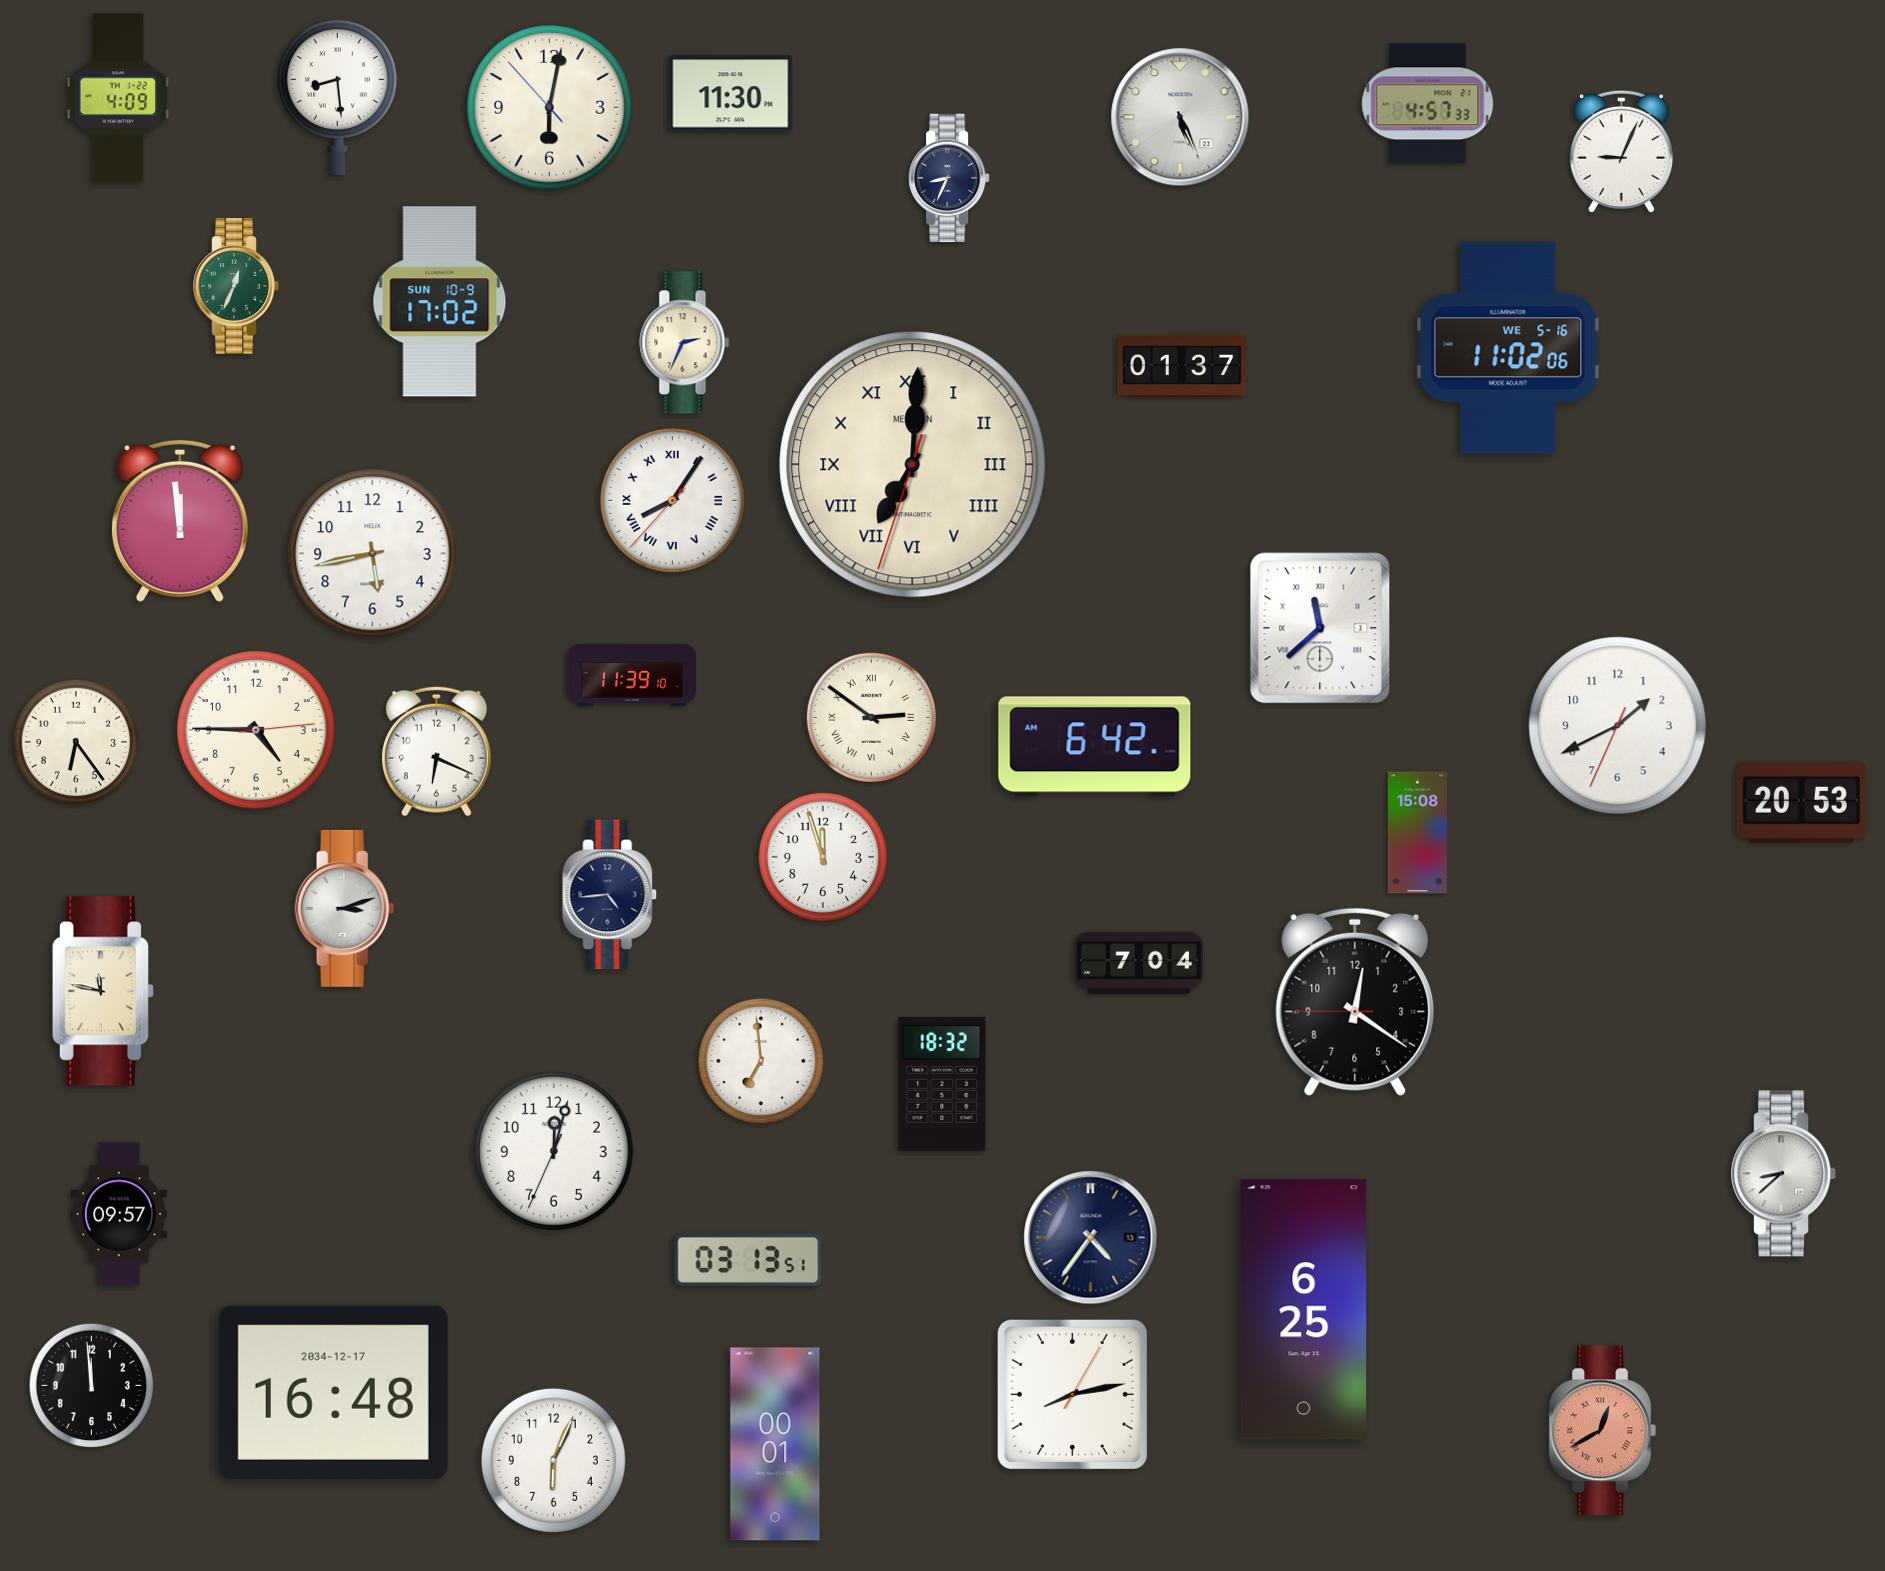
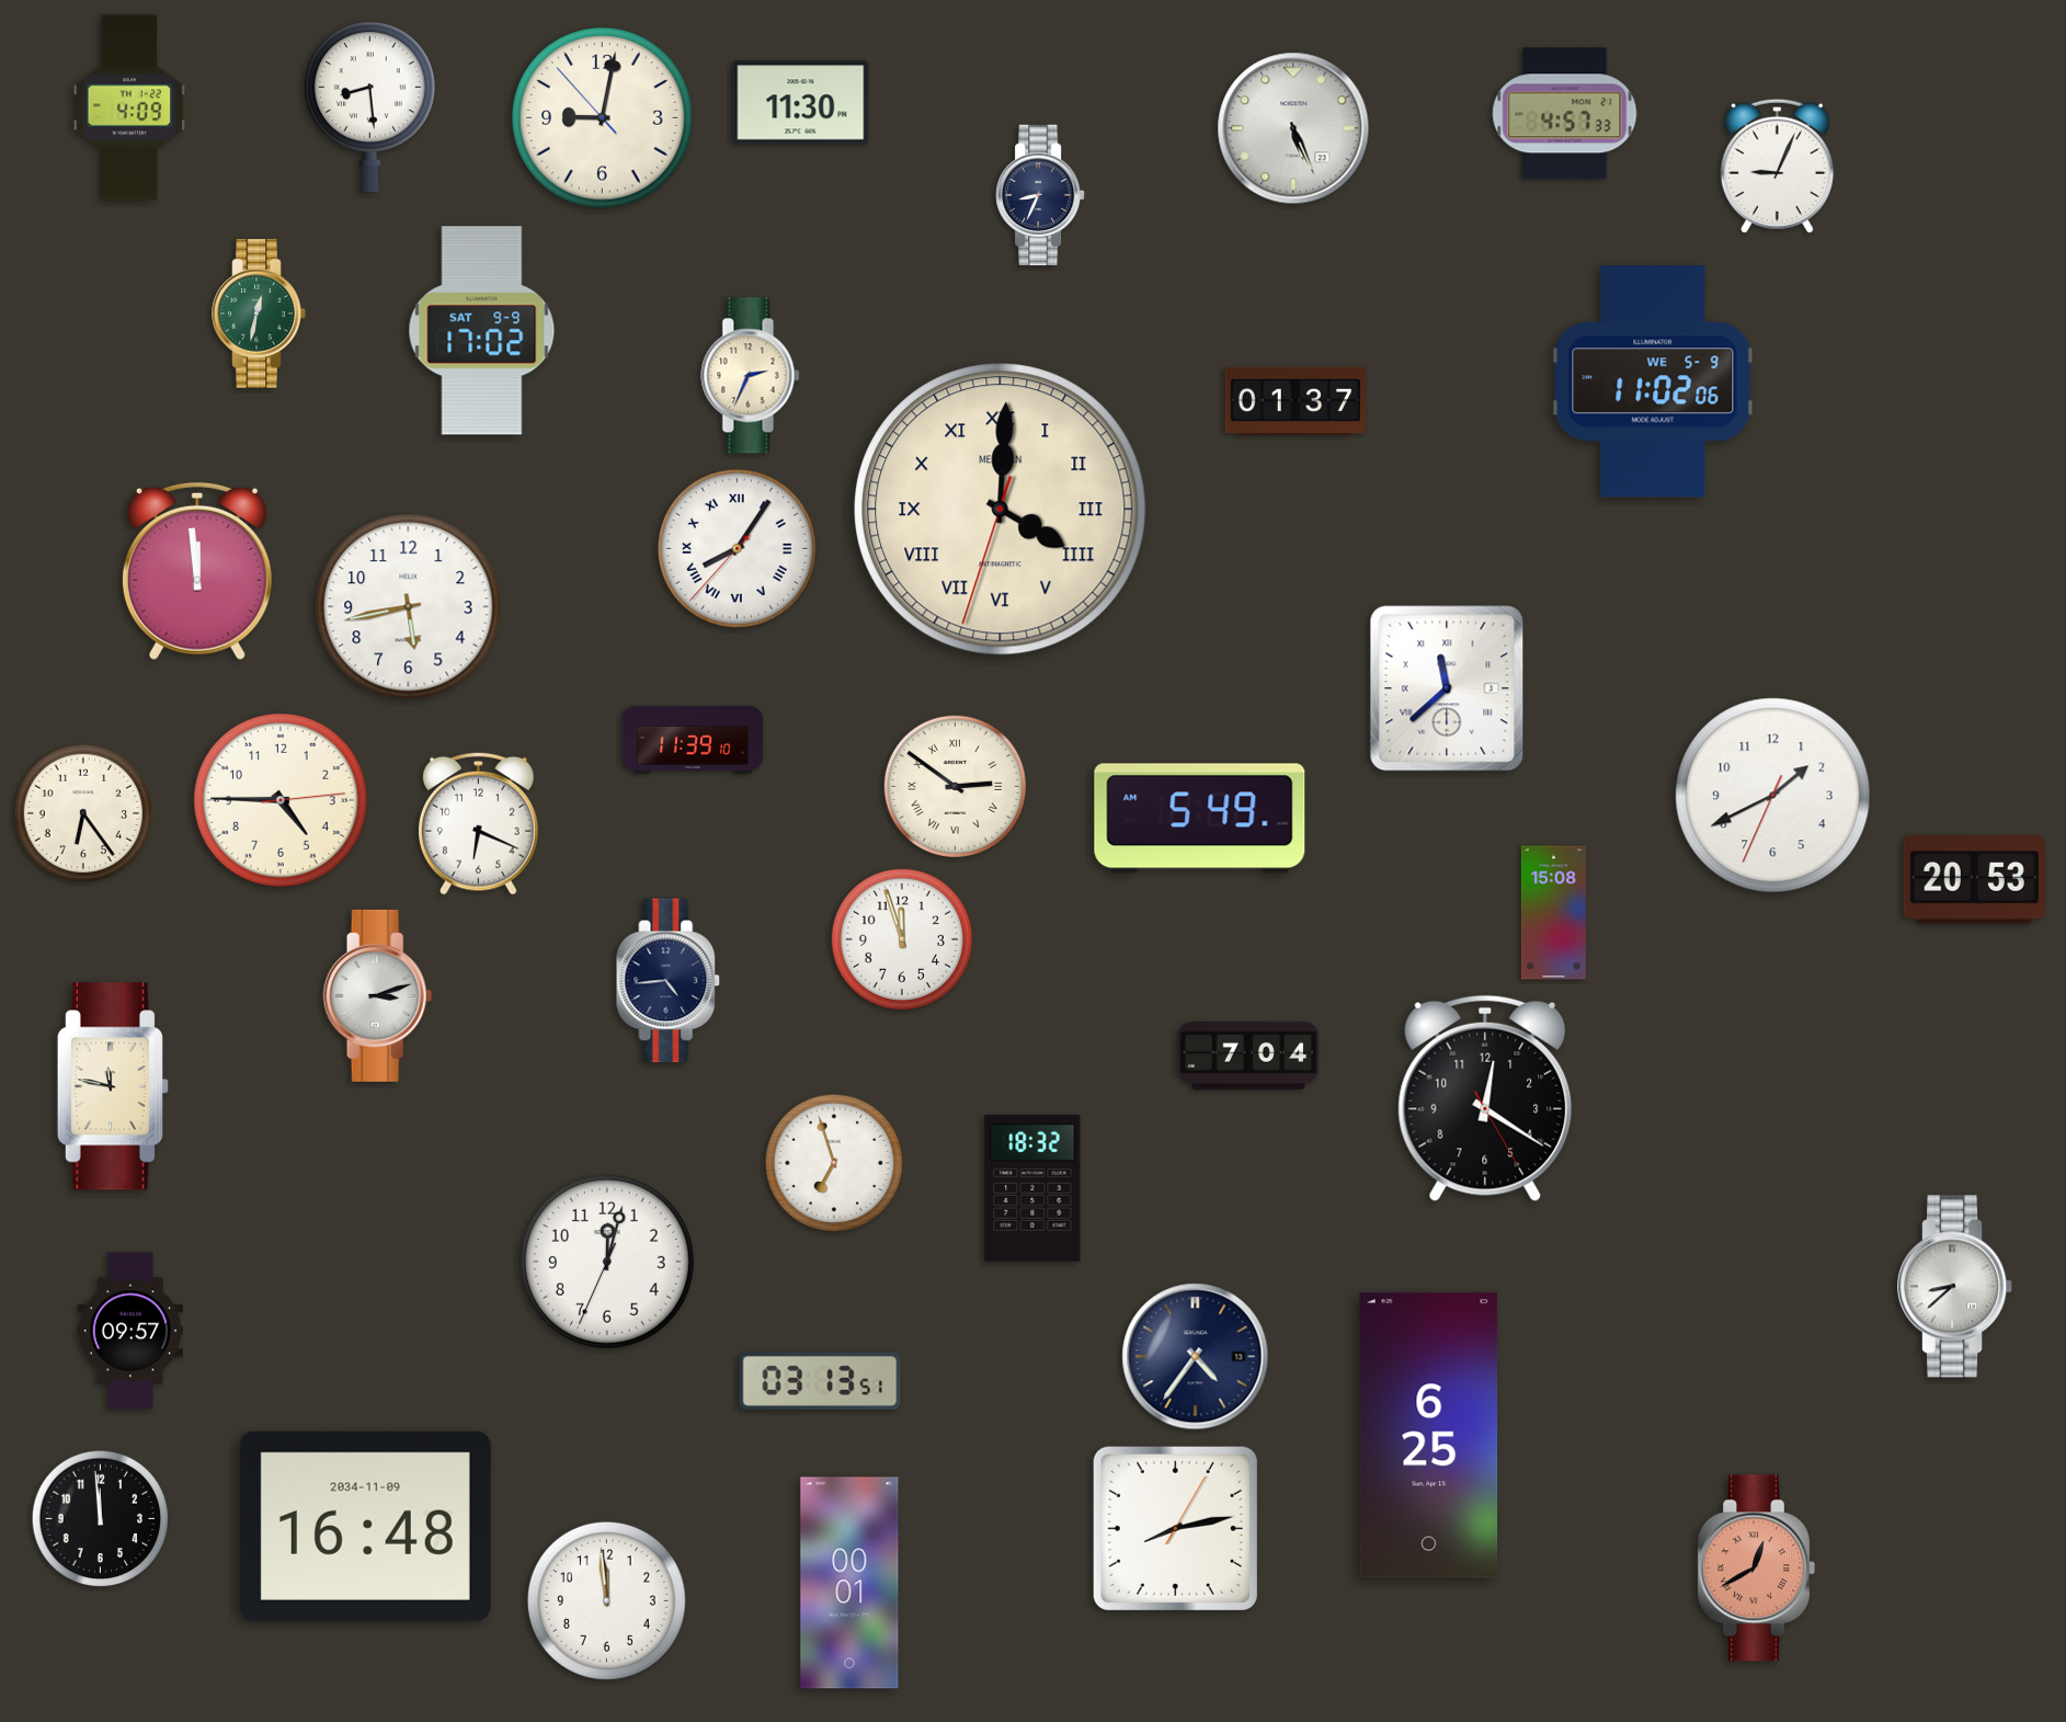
clock at (550, 108): 6:01 -> 9:01
clock at (236, 286): 12:34 -> 12:32
clock at (440, 302) date: SUN 10-9 -> SAT 9-9
clock at (1508, 348) date: WE 5-16 -> WE 5-9
clock at (913, 465): 7:00 -> 4:00
clock at (1095, 747): 6:42 -> 5:49
clock at (1355, 1002): 12:20:45 -> 12:20:25
clock at (761, 1061): 6:59 -> 6:57
clock at (333, 1392) date: 2034-12-17 -> 2034-11-09
clock at (553, 1460): 6:04 -> 11:59
